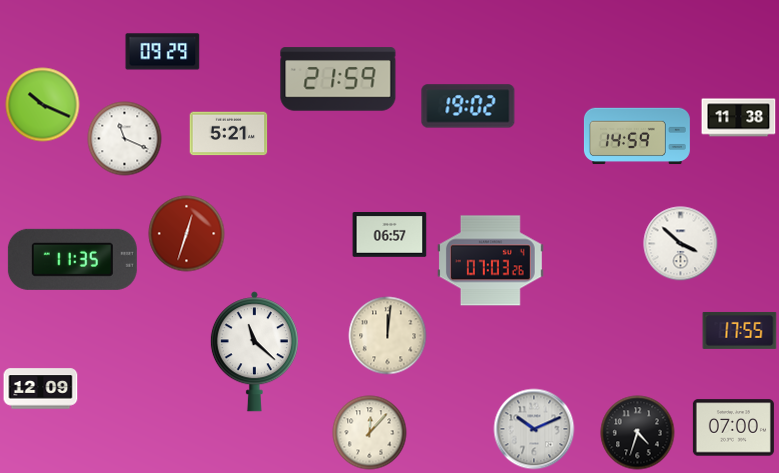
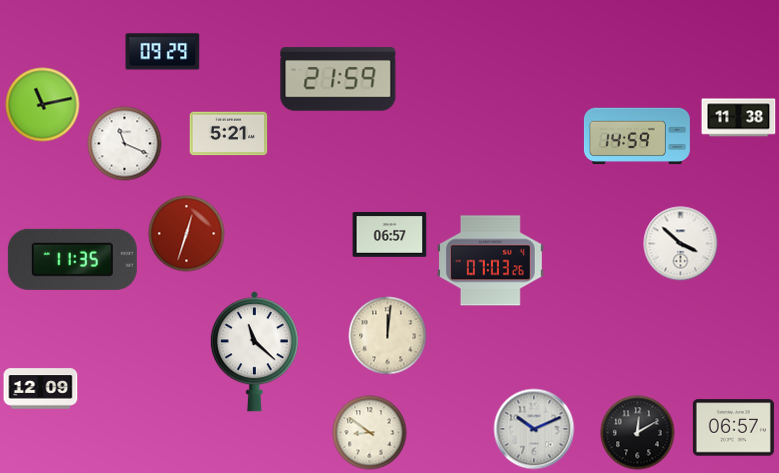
clock at (43, 105): 10:19 -> 11:13
clock at (468, 106): 19:02 -> none
clock at (125, 139) position: (125, 139) -> (125, 144)
clock at (740, 330): 17:55 -> none
clock at (733, 428): 07:00 -> 06:57
clock at (370, 433): 12:07 -> 8:51
clock at (638, 433): 4:33 -> 12:10
